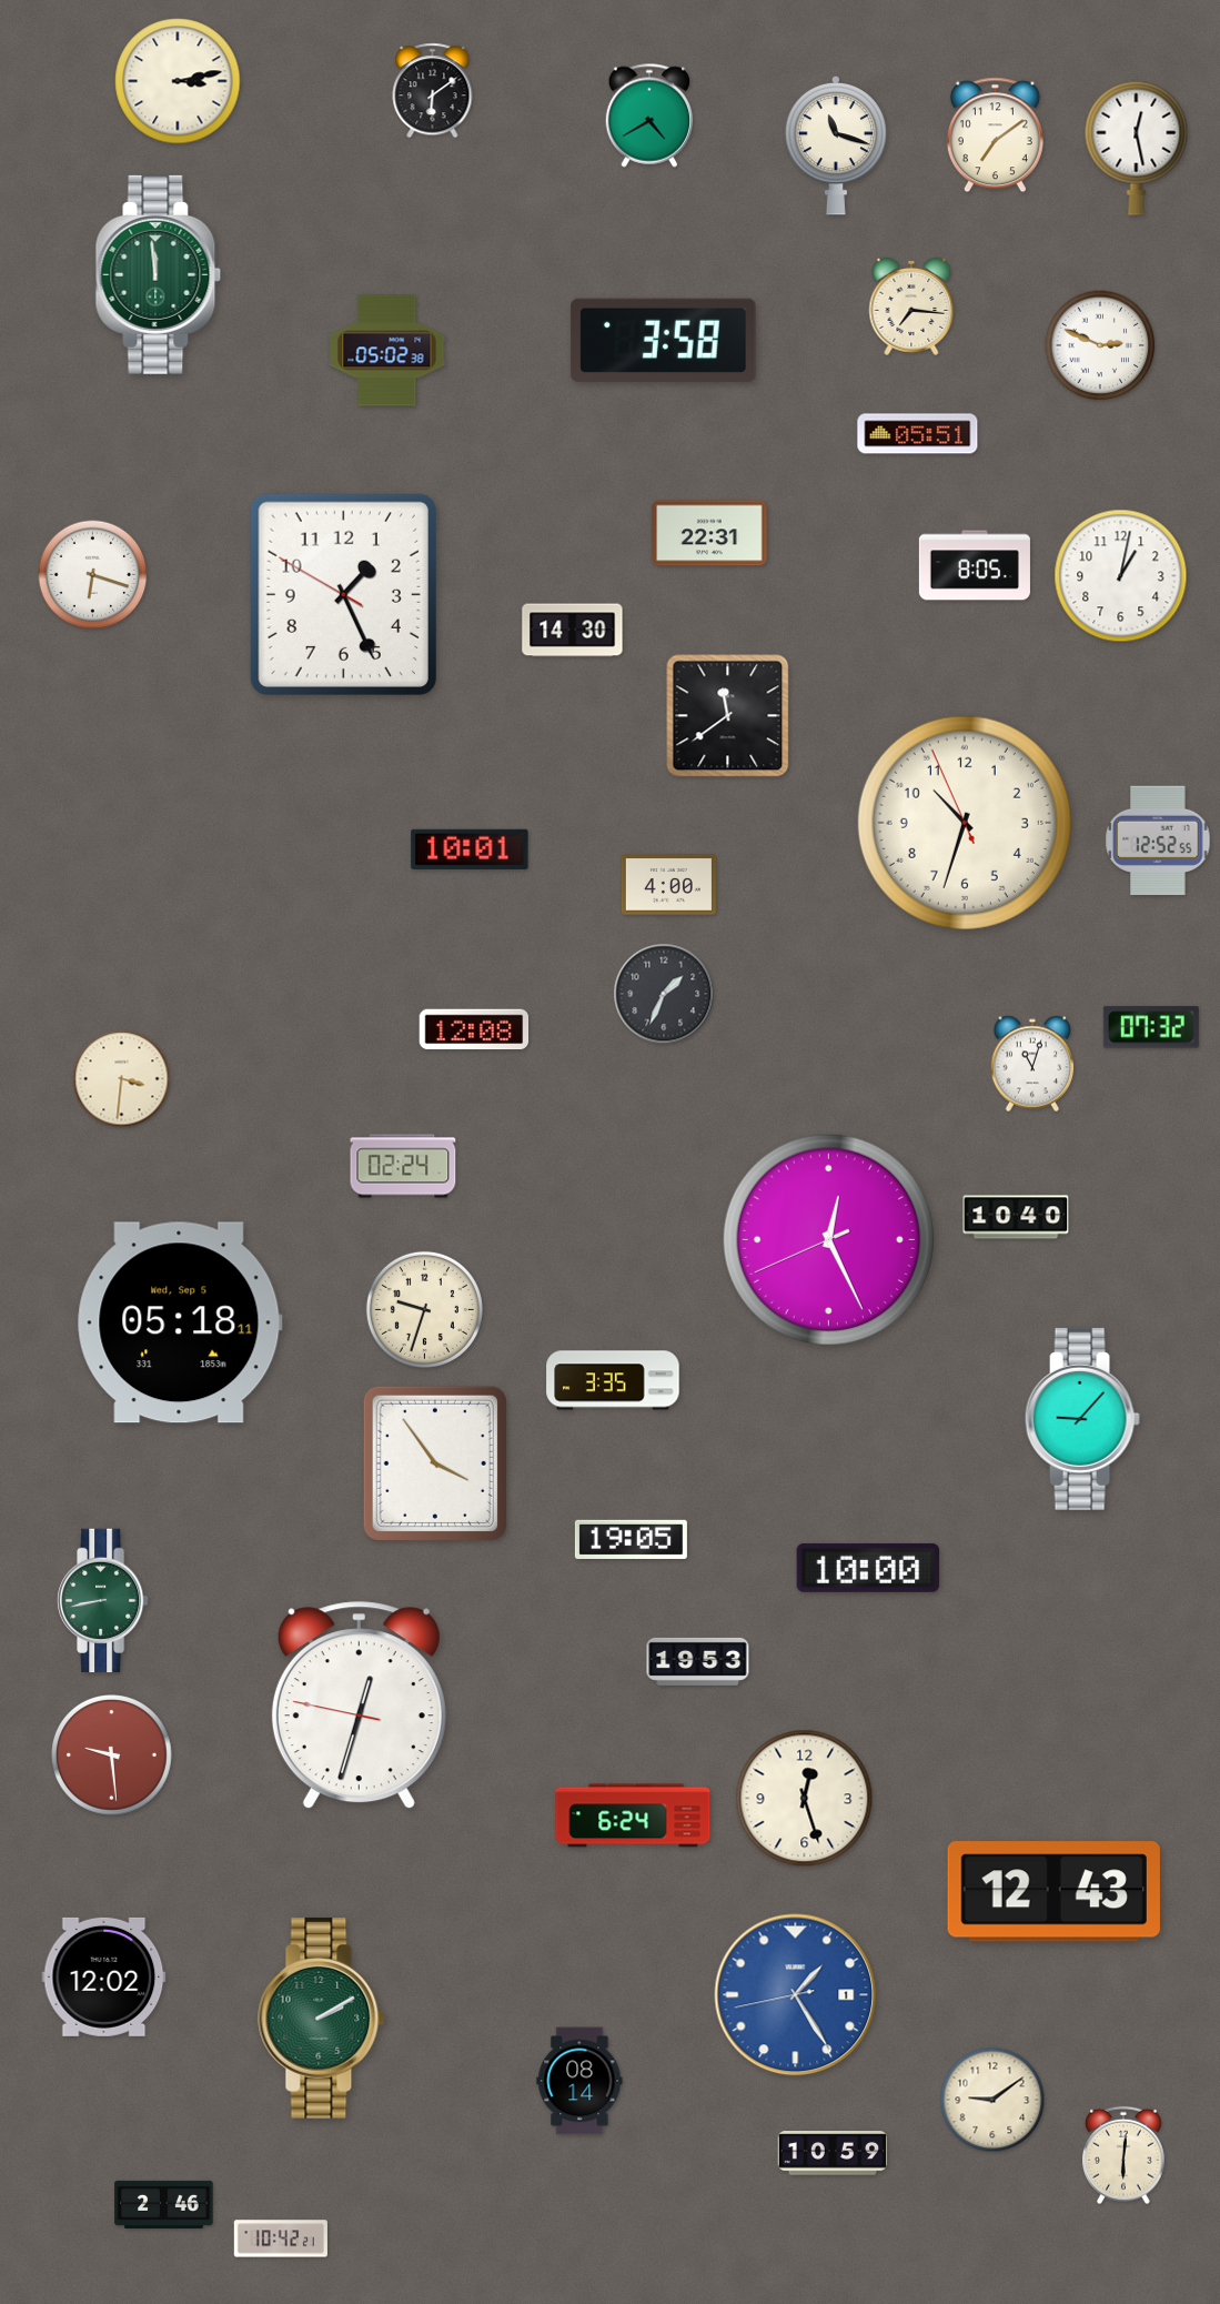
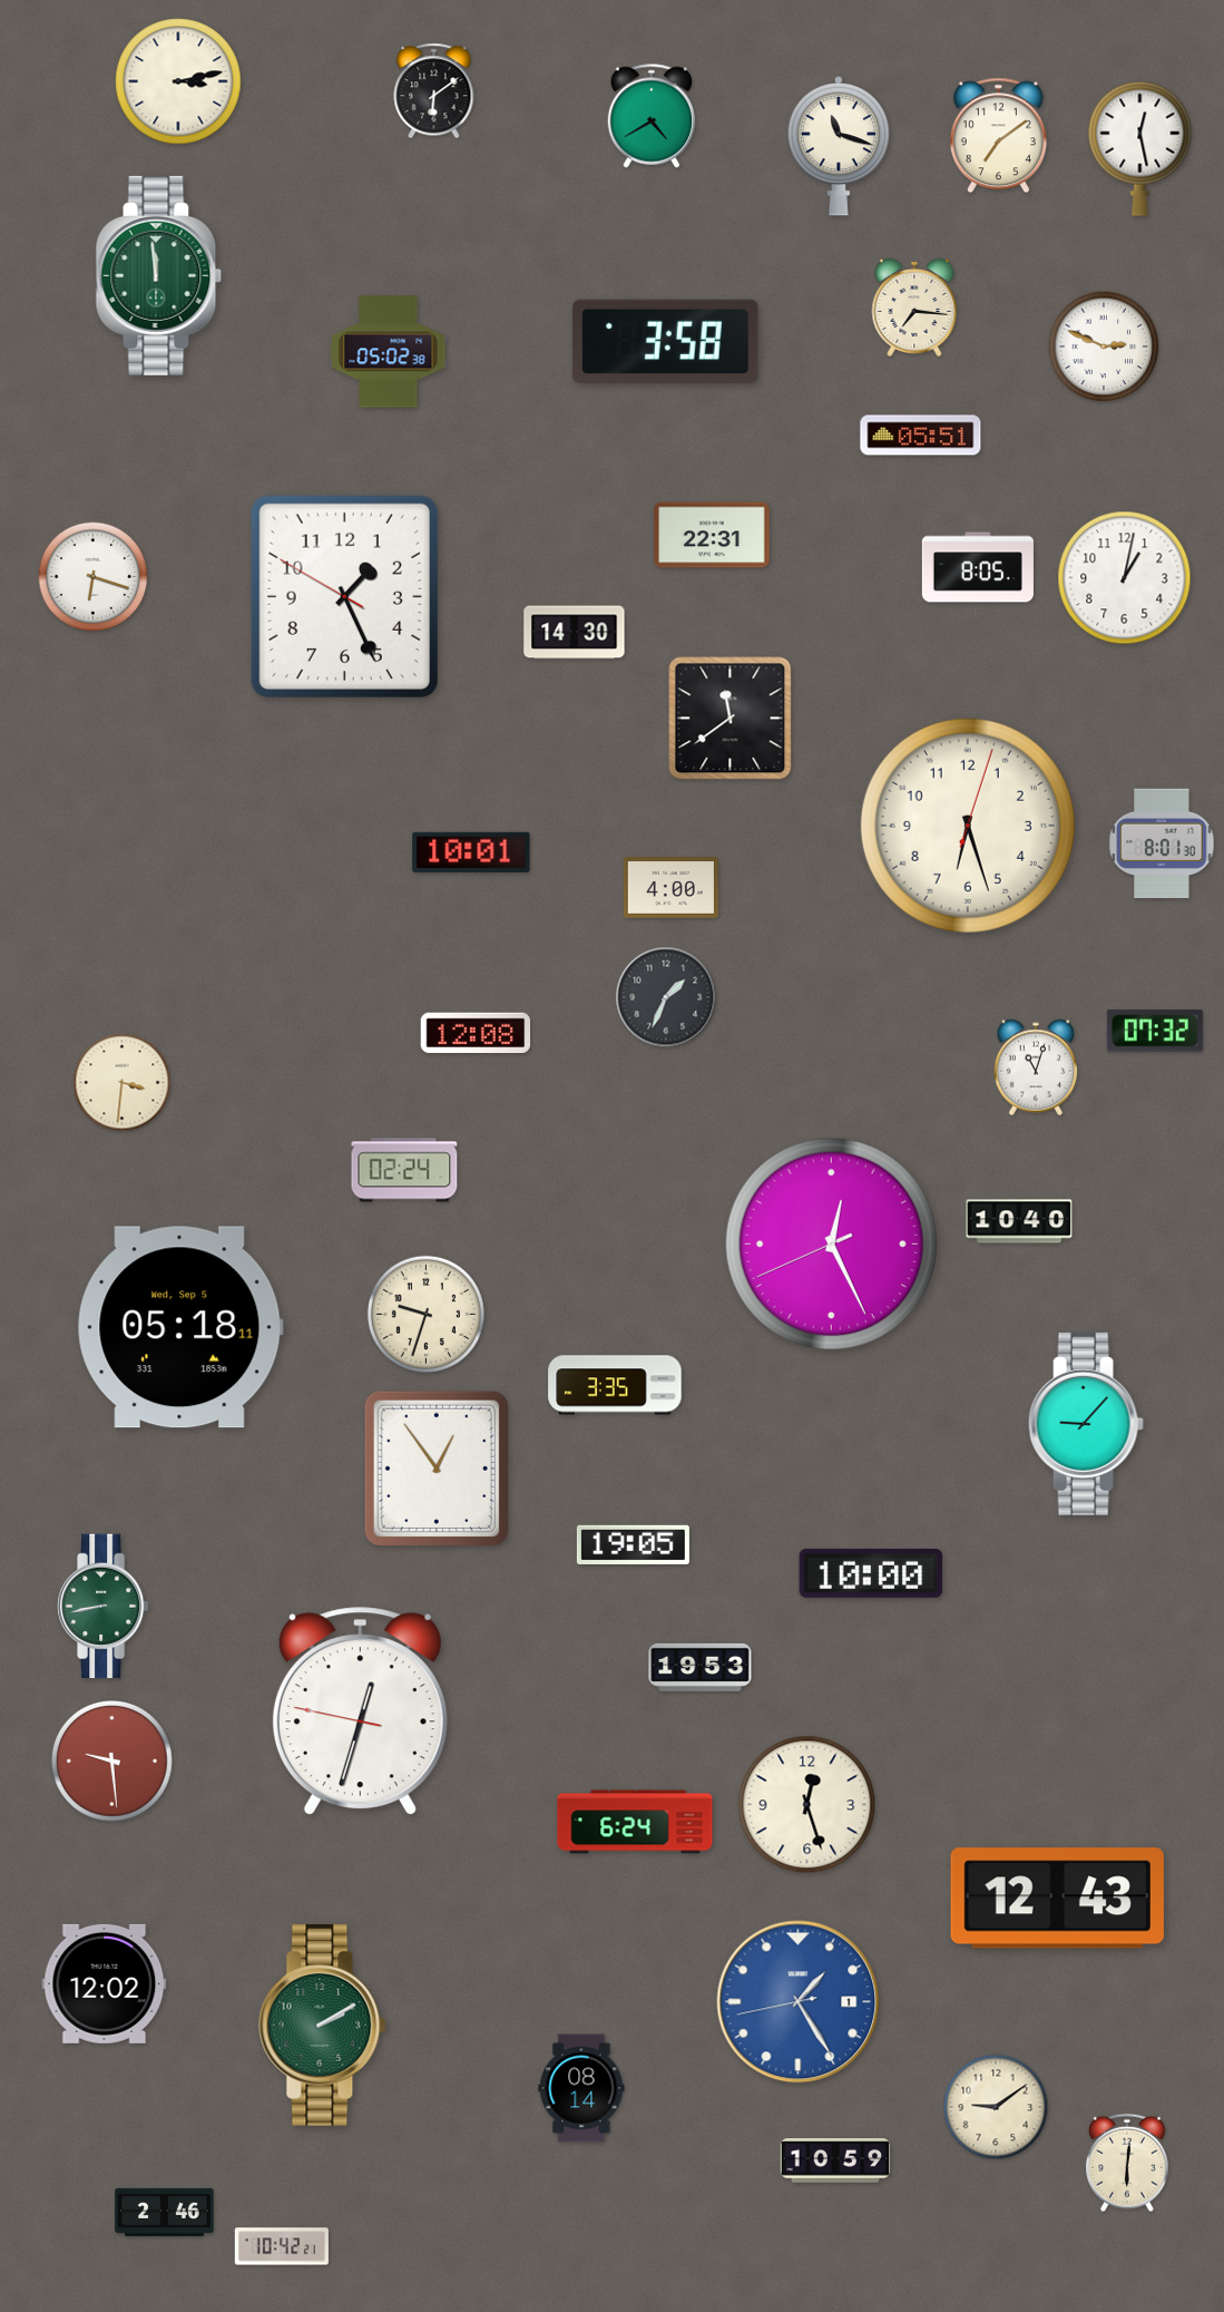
clock at (965, 823): 10:32 -> 6:27
clock at (1158, 841): 12:52 -> 8:01
clock at (435, 1463): 3:54 -> 12:54
